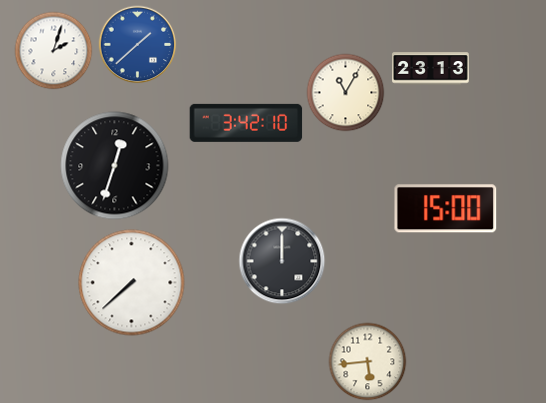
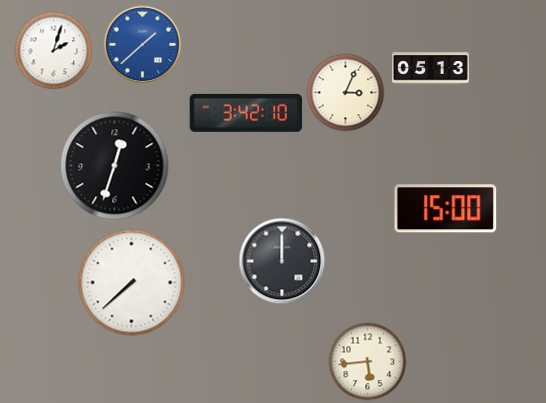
clock at (137, 44) position: (137, 44) -> (142, 44)
clock at (431, 69): 23:13 -> 05:13
clock at (345, 92): 11:05 -> 3:04
clock at (246, 123) position: (246, 123) -> (246, 113)
